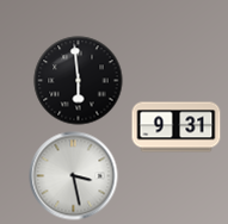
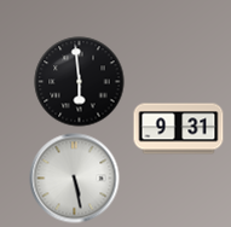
clock at (74, 176): 3:28 -> 5:28
